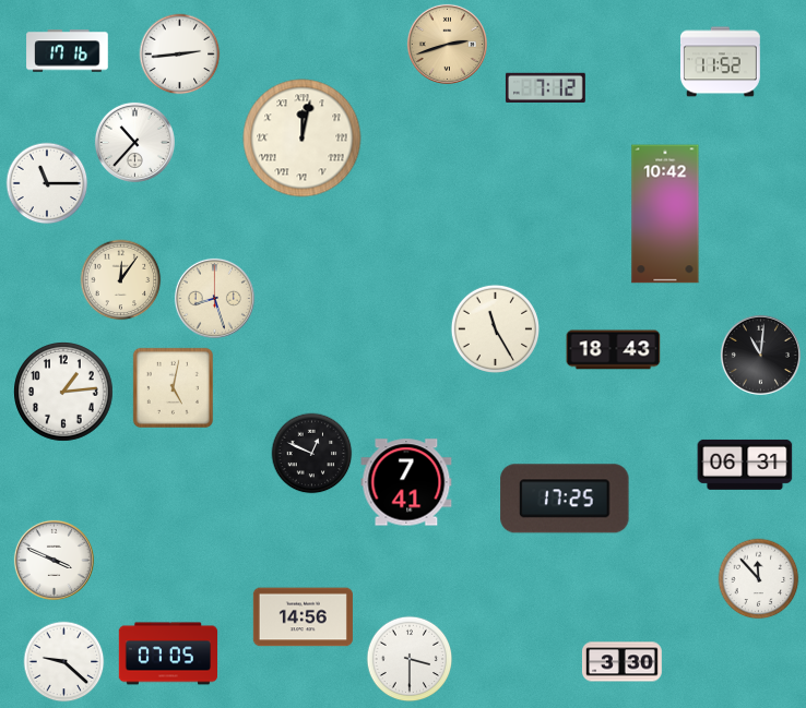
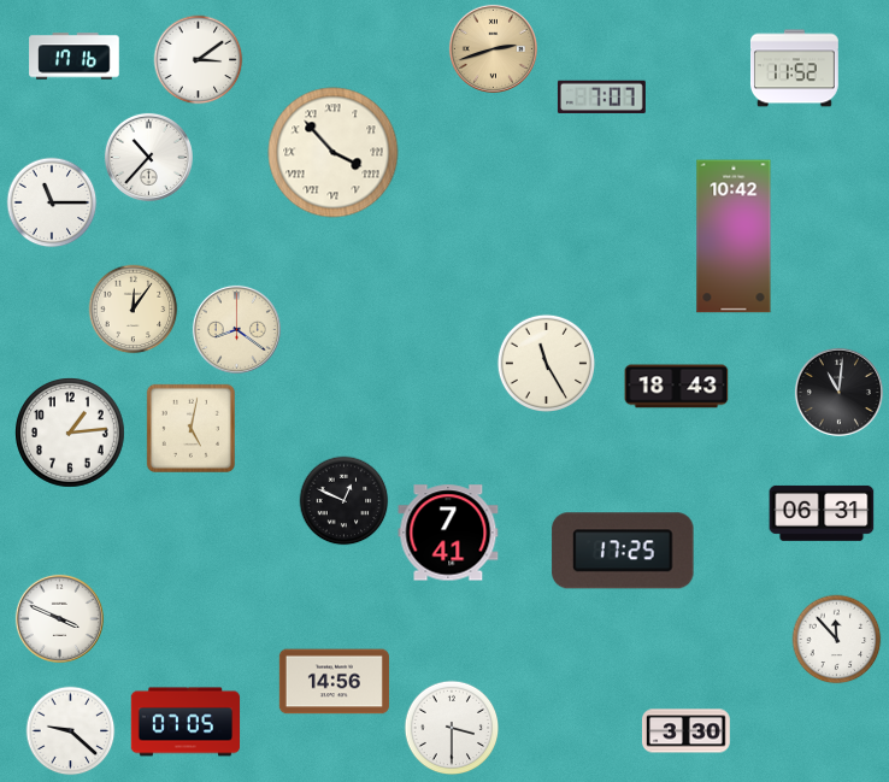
clock at (180, 55): 2:44 -> 3:09
clock at (545, 87): 7:12 -> 7:07
clock at (303, 139): 12:02 -> 3:53
clock at (214, 298): 8:27 -> 8:21
